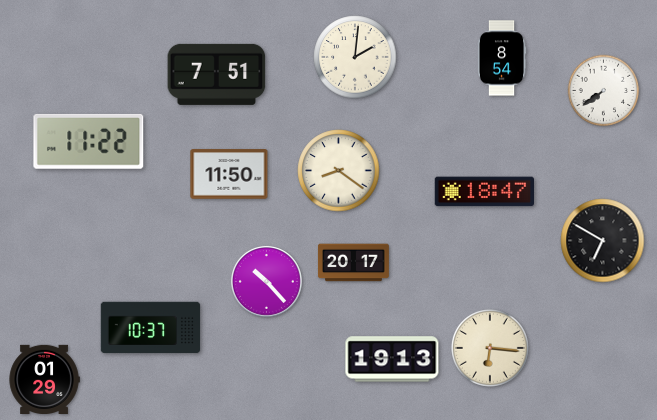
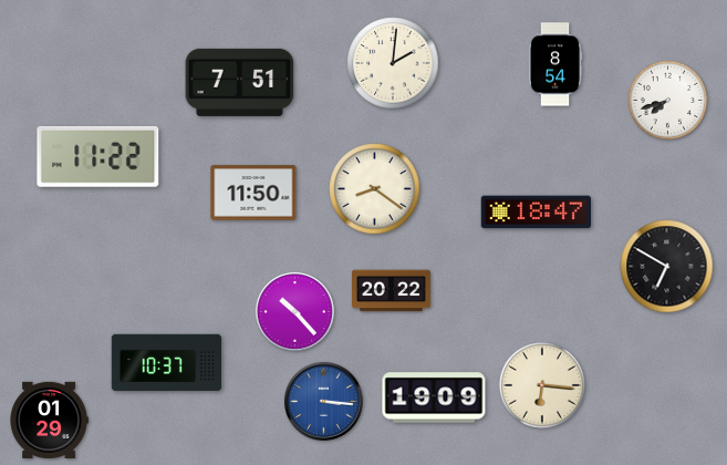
clock at (604, 91): 7:39 -> 7:42
clock at (353, 263): 20:17 -> 20:22
clock at (392, 359): 19:13 -> 19:09
clock at (323, 401): none -> 3:16
